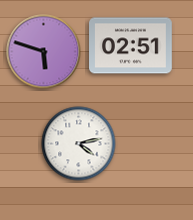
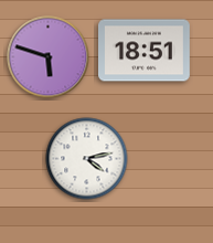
clock at (131, 46): 02:51 -> 18:51
